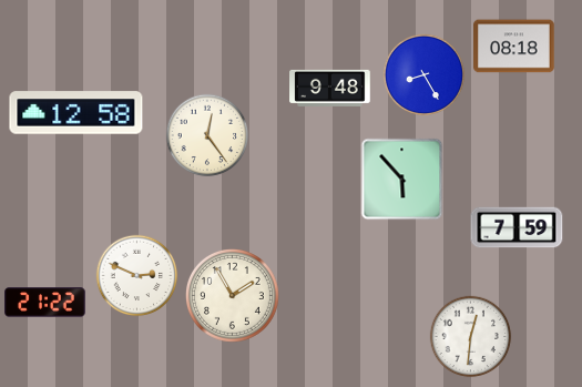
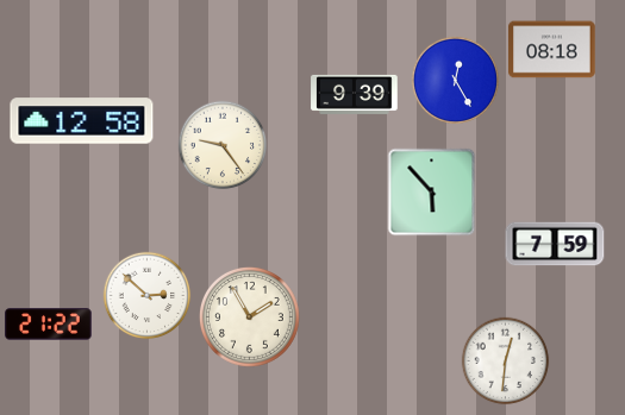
clock at (425, 75): 8:25 -> 12:25
clock at (330, 88): 9:48 -> 9:39
clock at (207, 135): 12:24 -> 9:24
clock at (137, 276): 2:49 -> 2:52
